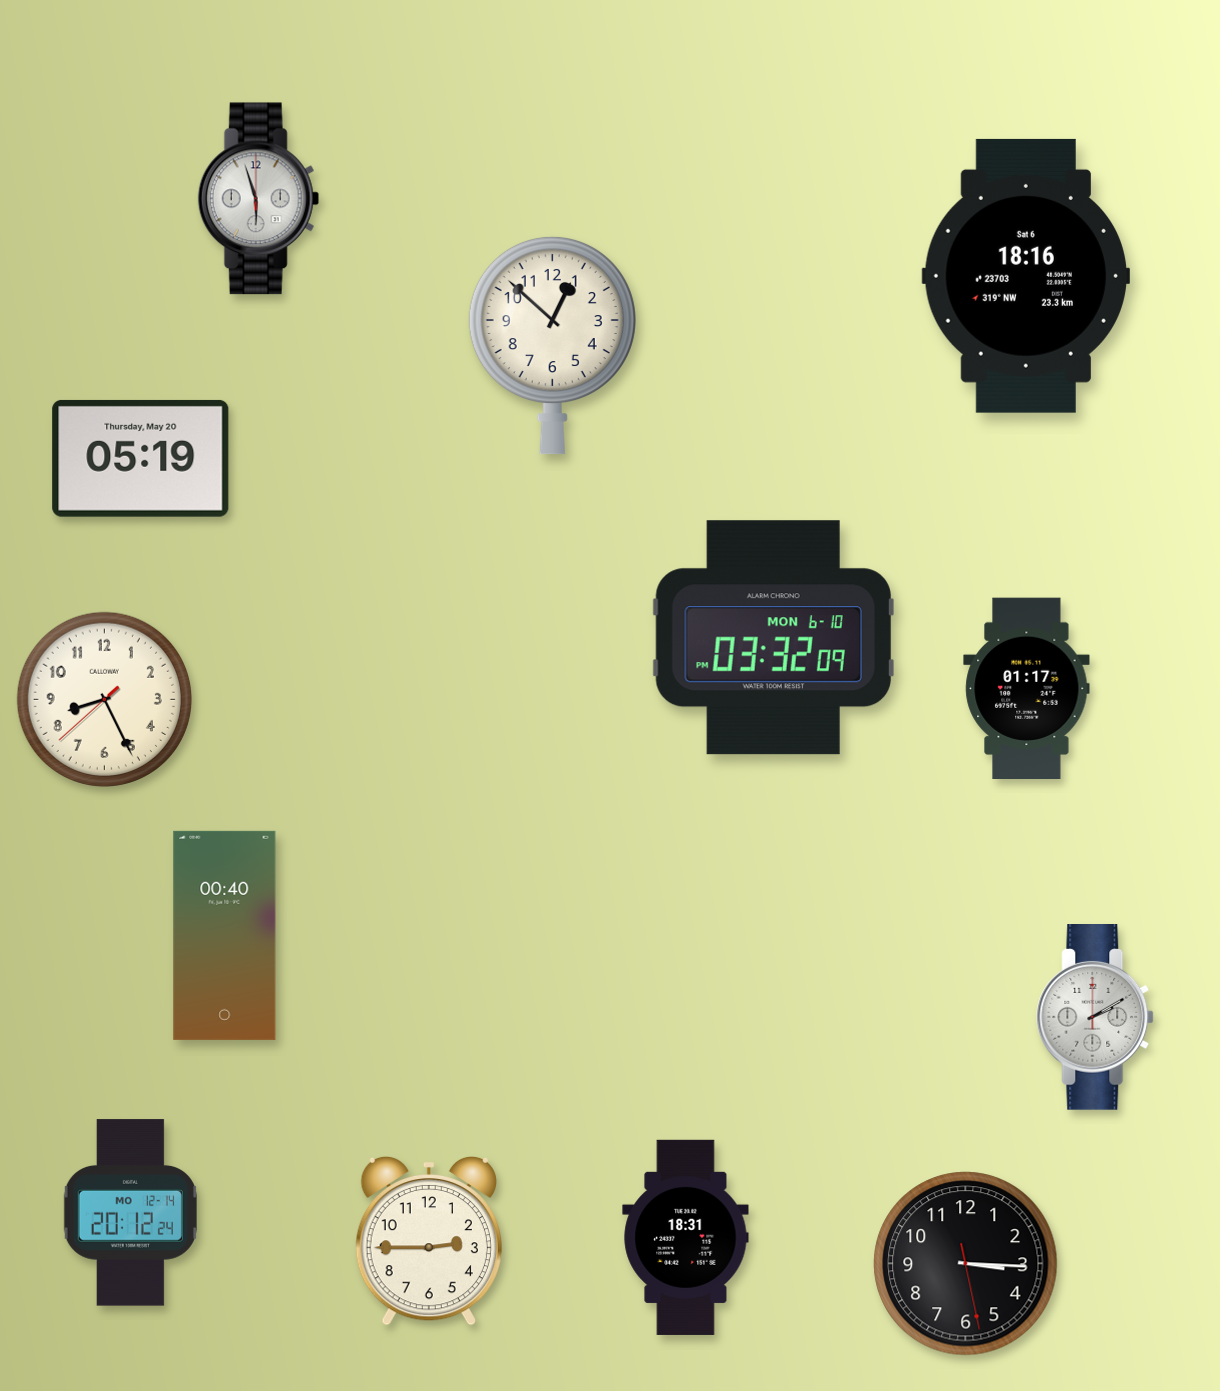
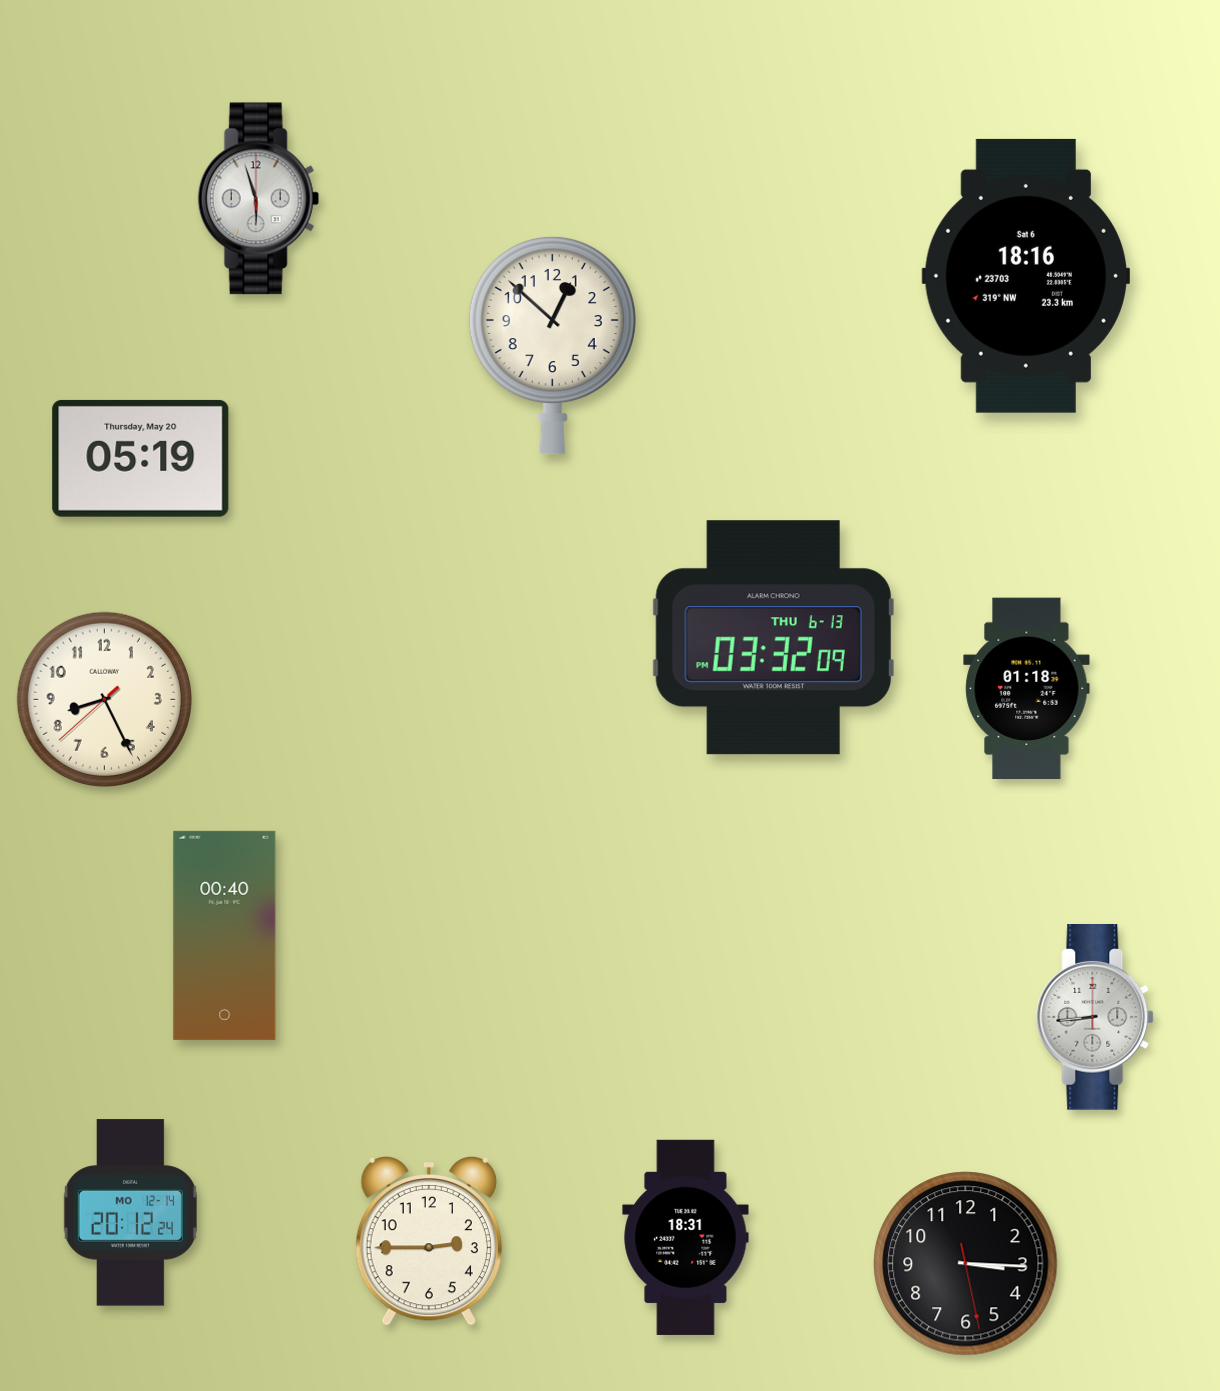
clock at (773, 638) date: MON 6-10 -> THU 6-13
clock at (1027, 688): 01:17 -> 01:18
clock at (1096, 1018): 2:10 -> 8:44
